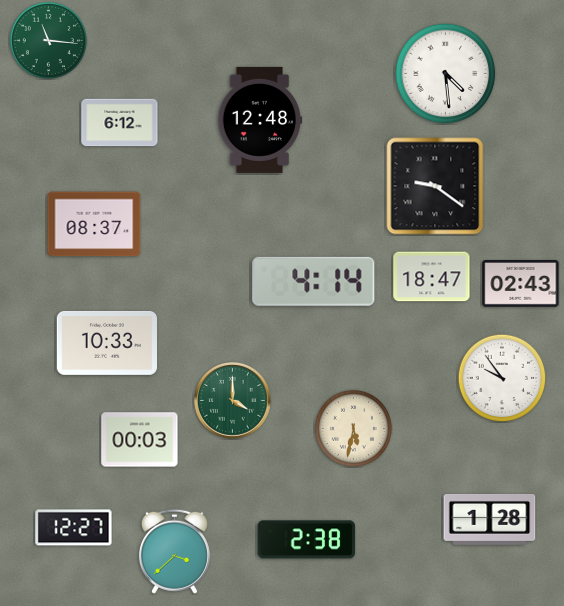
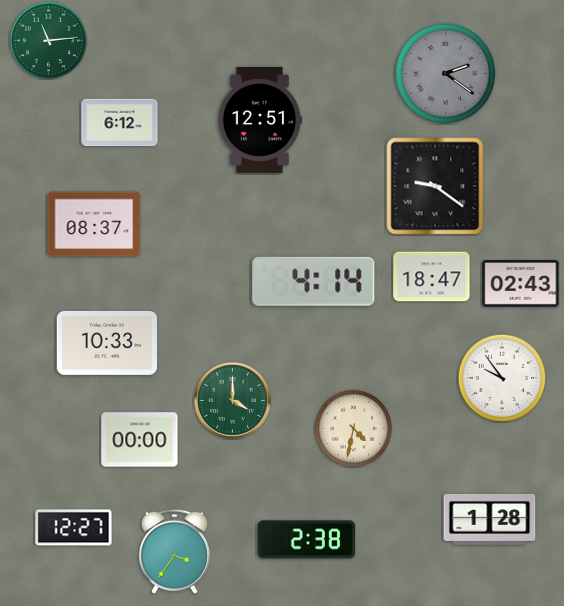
clock at (48, 40): 11:16 -> 11:14
clock at (446, 74): 4:29 -> 2:21
clock at (446, 74) dial: white -> grey
clock at (260, 120): 12:48 -> 12:51
clock at (353, 428): 5:32 -> 4:32
clock at (140, 440): 00:03 -> 00:00
clock at (174, 551): 3:38 -> 3:36
